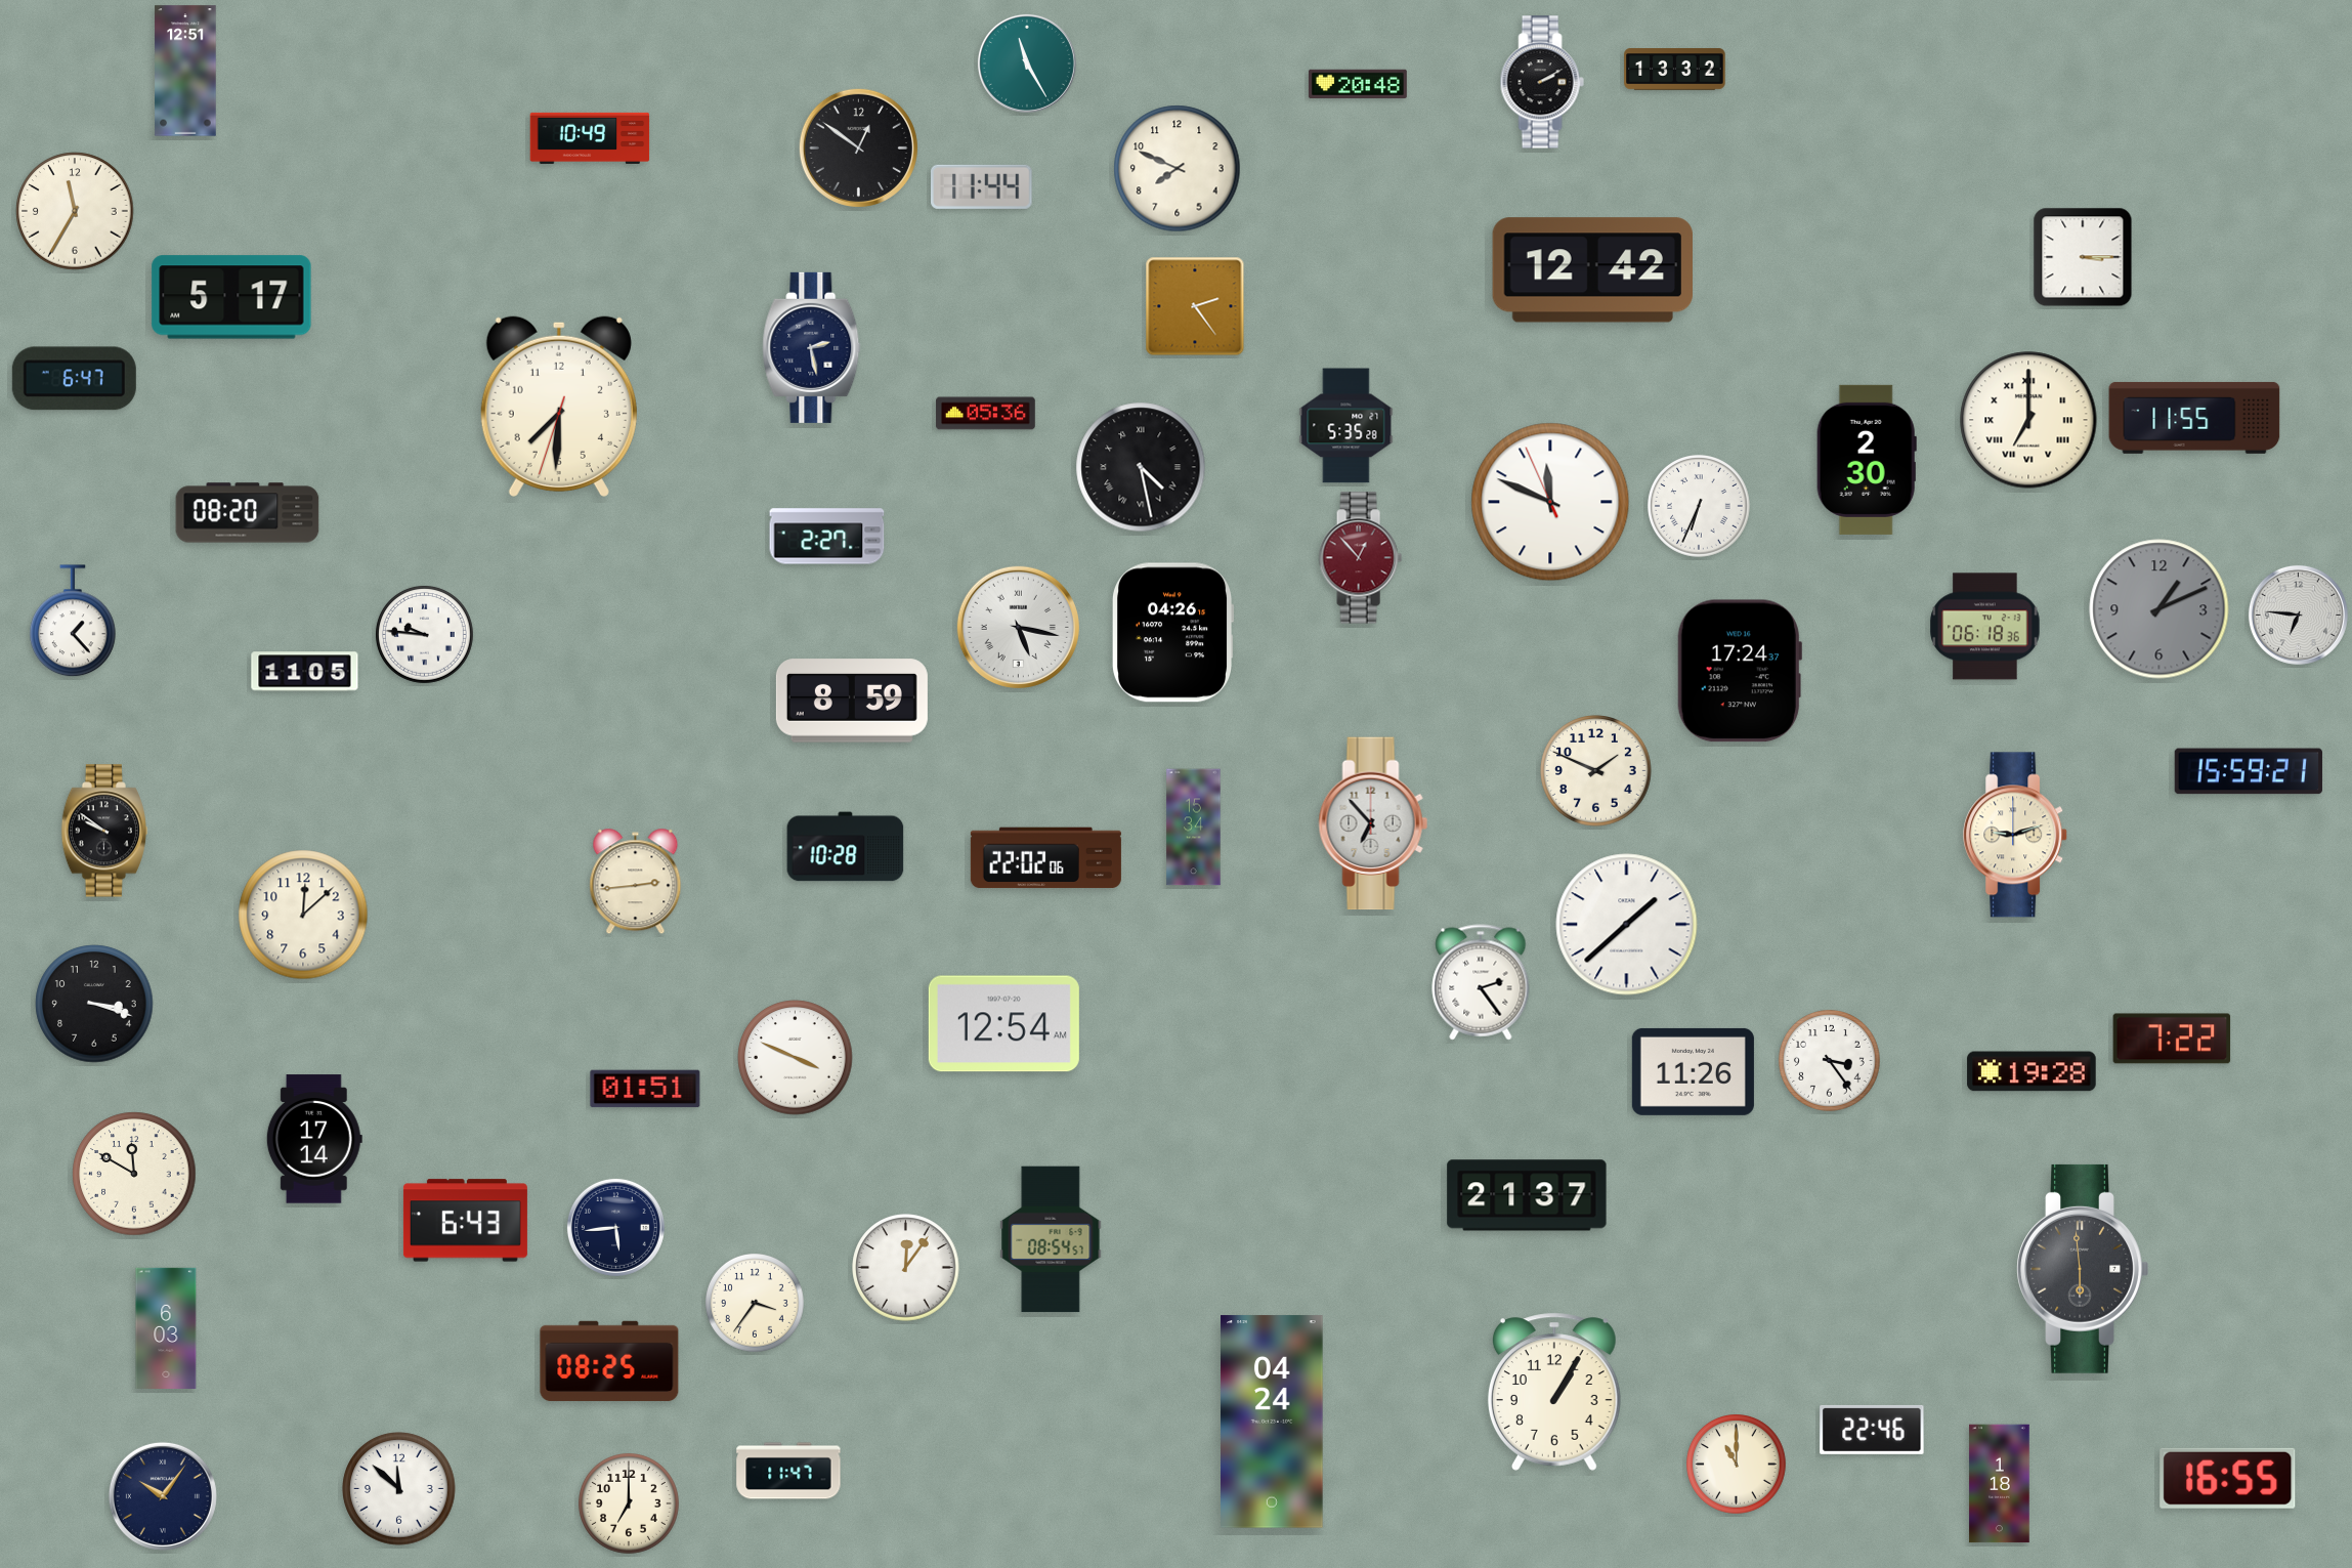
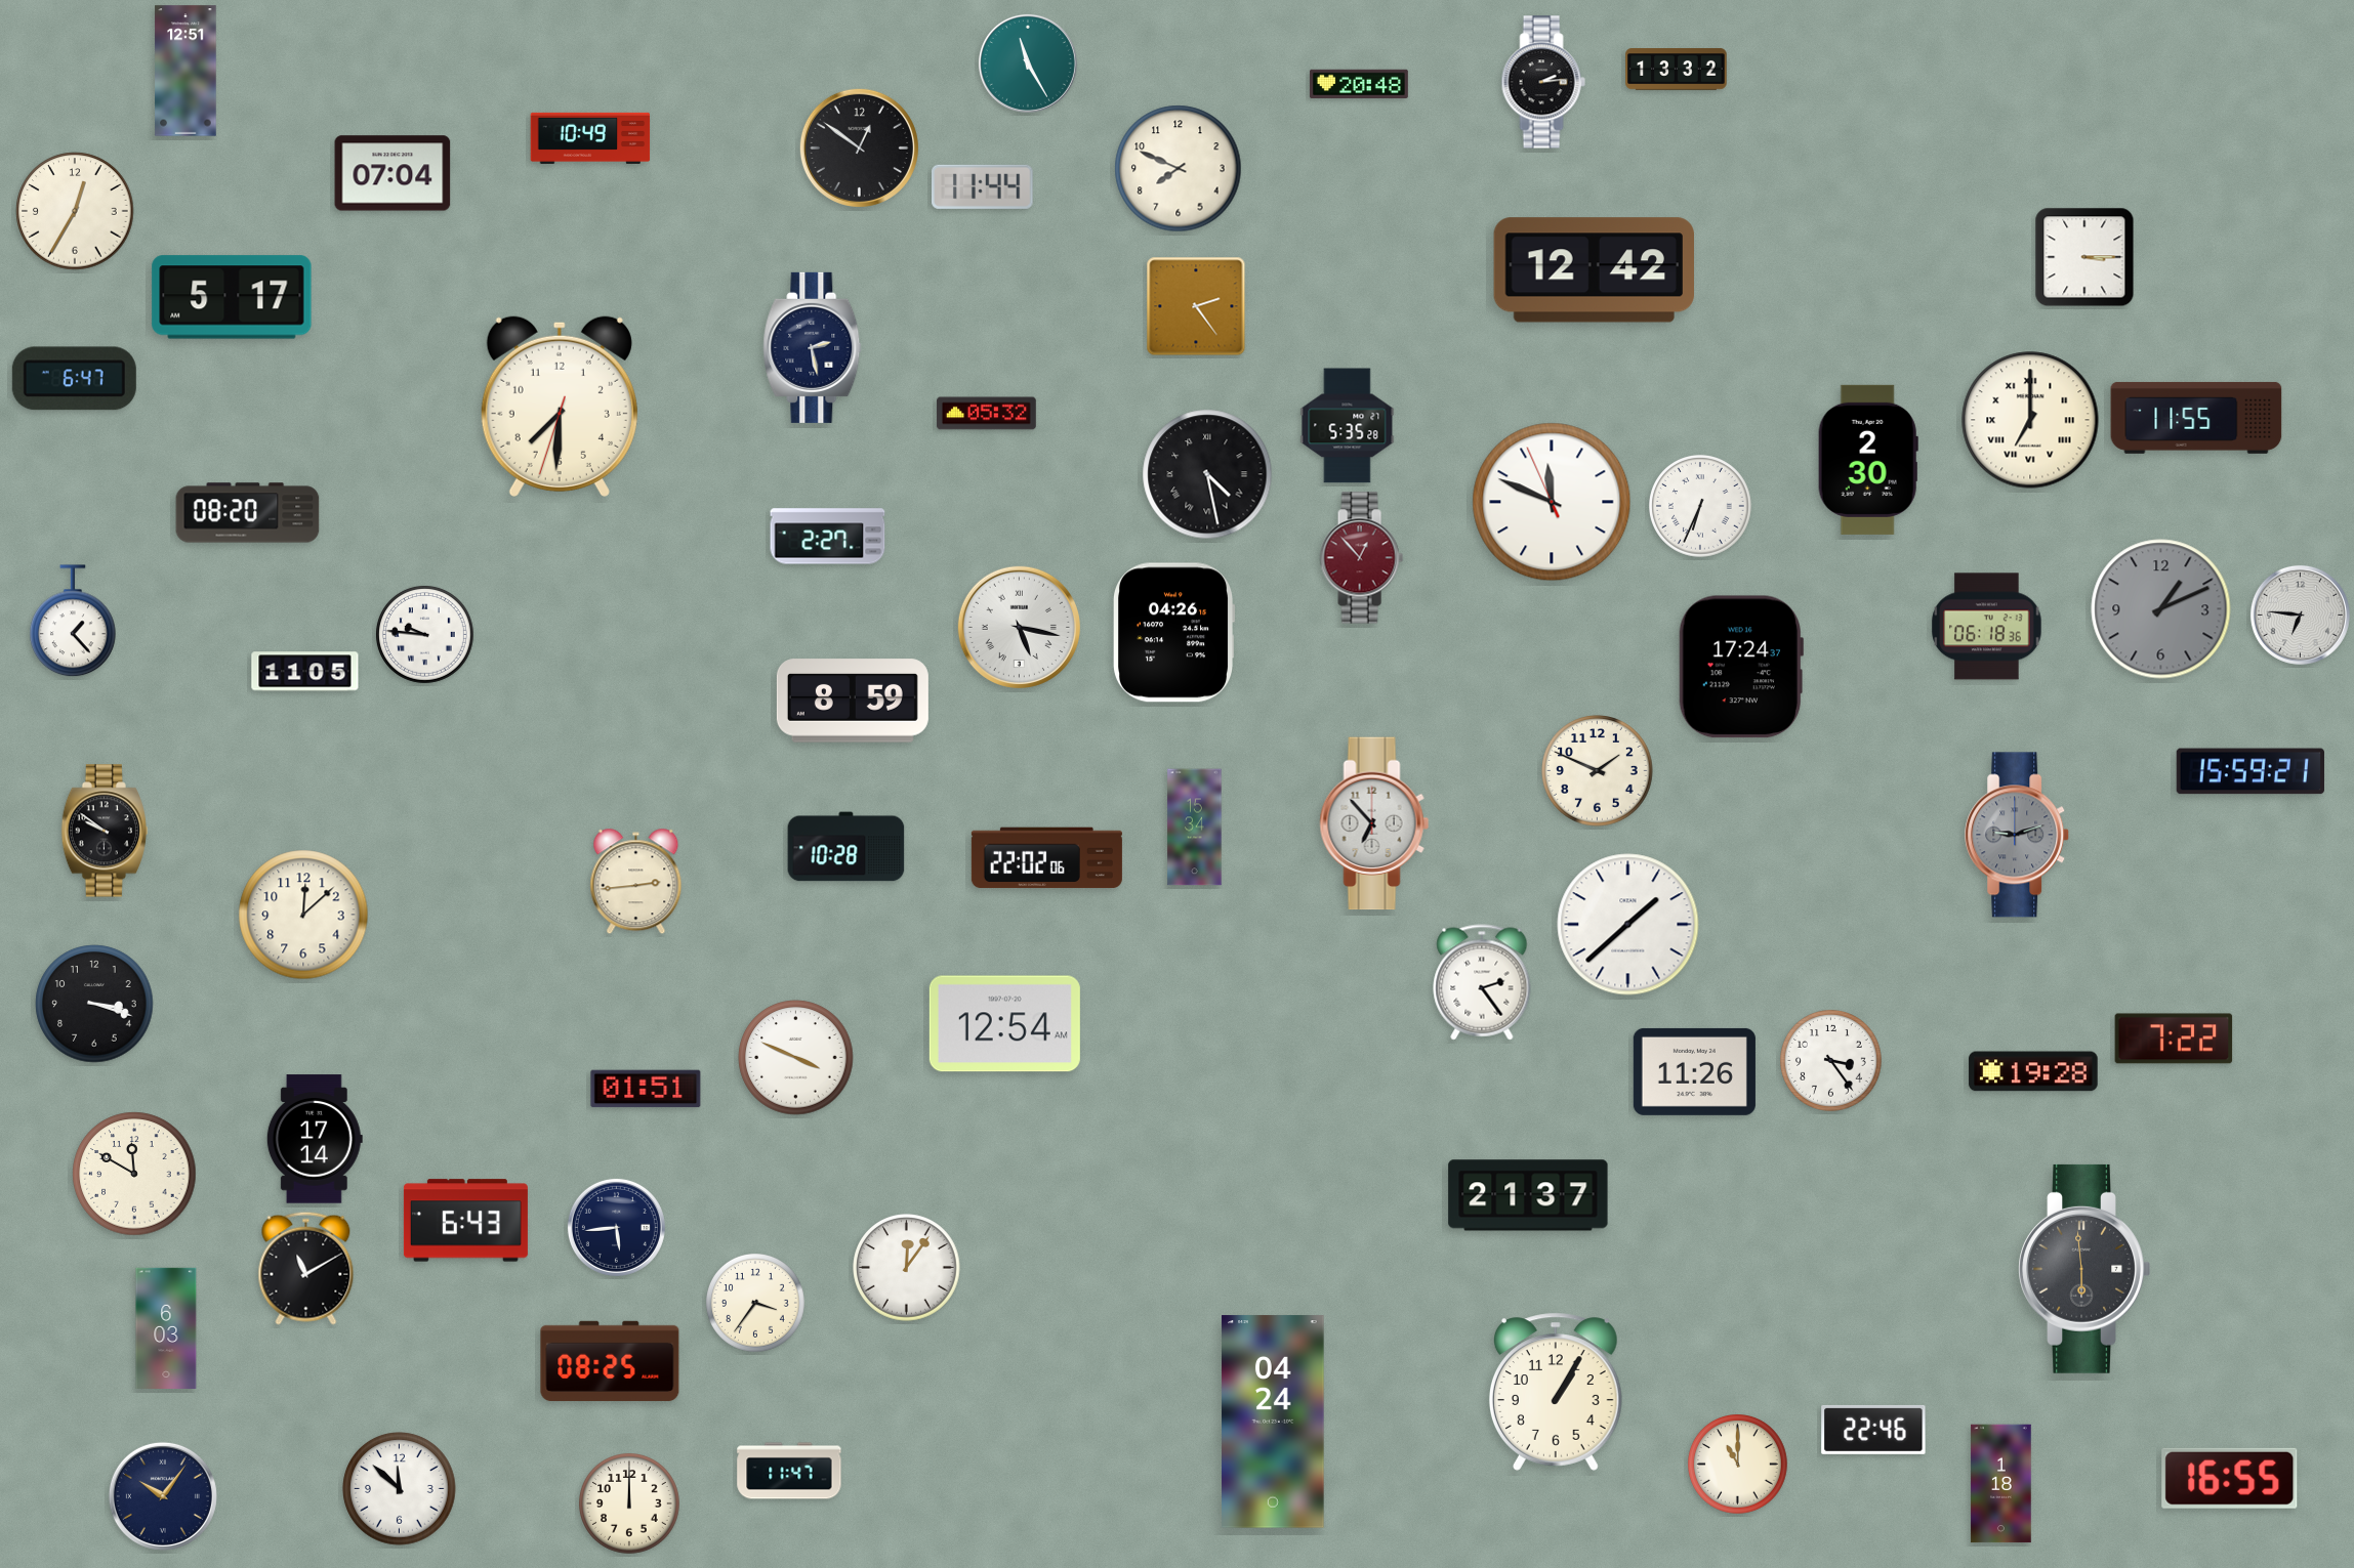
clock at (1542, 82): 2:10 -> 2:14
clock at (393, 173): none -> 07:04
clock at (75, 211): 11:35 -> 12:35
clock at (986, 414): 05:36 -> 05:32
clock at (1141, 467) position: (1141, 467) -> (1207, 474)
clock at (1740, 671) position: (1740, 671) -> (1741, 667)
clock at (2016, 835) dial: cream -> grey
clock at (1051, 1239): 08:54 -> none
clock at (306, 1268): none -> 11:10
clock at (630, 1505): 7:00 -> 12:00
